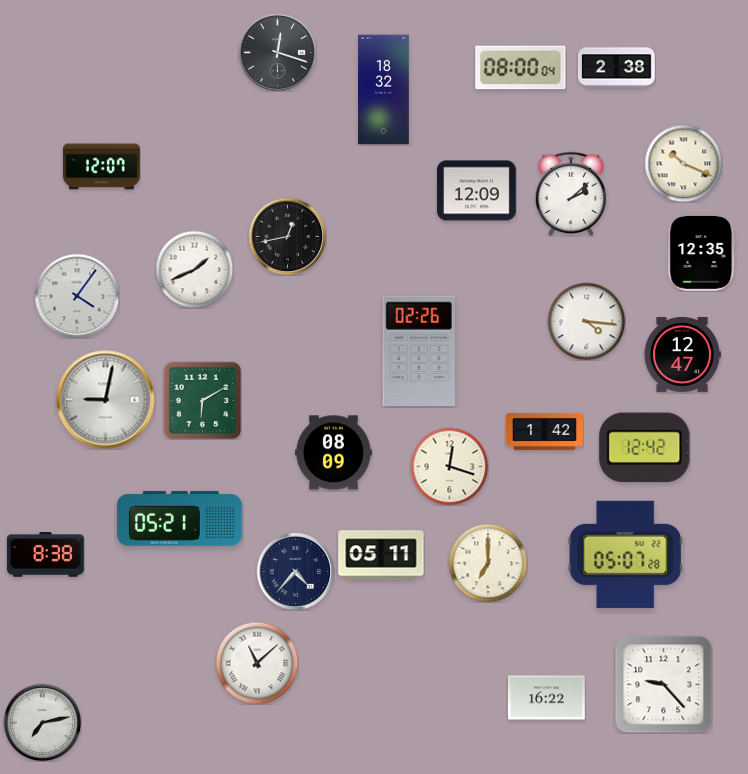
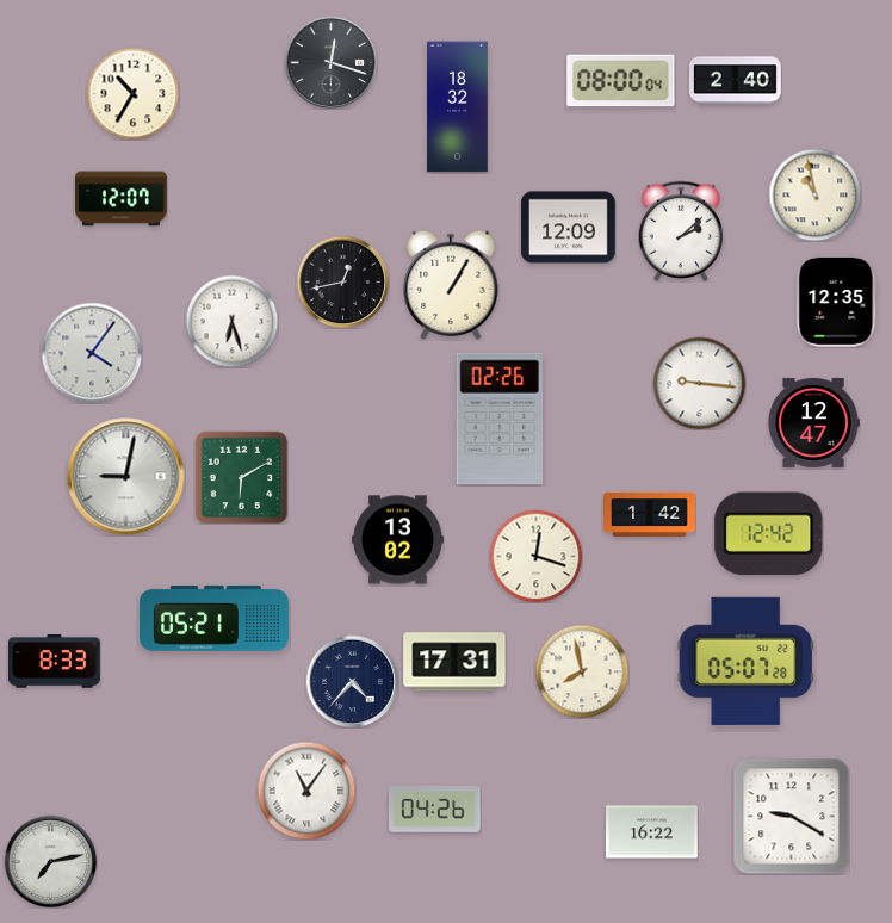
clock at (617, 68): 2:38 -> 2:40
clock at (132, 93): none -> 10:35
clock at (683, 163): 10:19 -> 10:58
clock at (451, 285): none -> 1:05
clock at (194, 269): 1:41 -> 6:27
clock at (586, 321): 4:16 -> 9:16
clock at (334, 453): 08:09 -> 13:02
clock at (45, 555): 8:38 -> 8:33
clock at (381, 555): 05:11 -> 17:31
clock at (488, 563): 7:00 -> 7:58
clock at (257, 663): 11:08 -> 11:06
clock at (434, 810): none -> 04:26
clock at (664, 685): 9:23 -> 9:20
